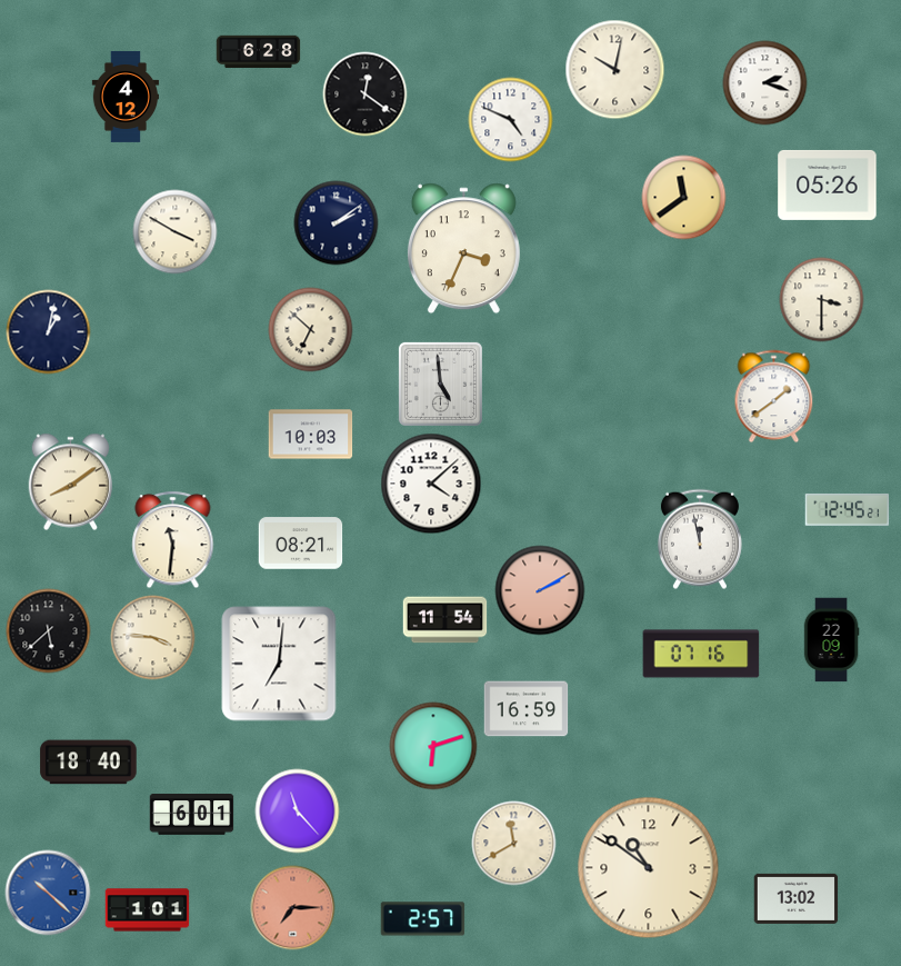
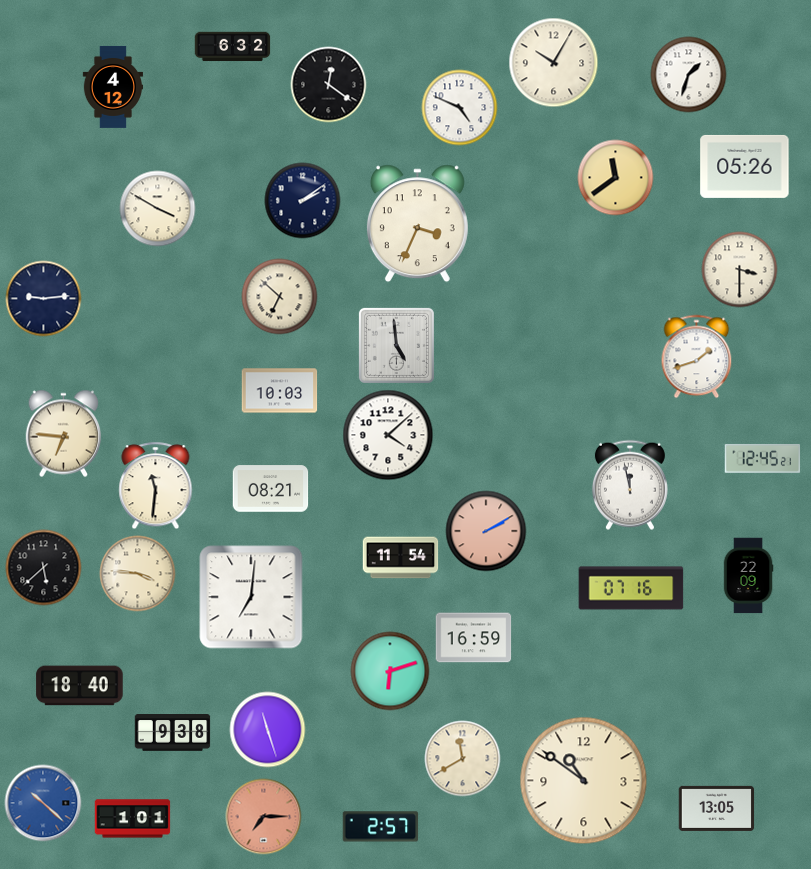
clock at (259, 52): 6:28 -> 6:32
clock at (615, 70): 10:02 -> 10:05
clock at (765, 83): 2:18 -> 1:33
clock at (49, 332): 1:02 -> 9:14
clock at (774, 397): 1:39 -> 1:42
clock at (71, 482): 8:09 -> 6:46
clock at (298, 811): 11:23 -> 11:27
clock at (192, 815): 6:01 -> 9:38
clock at (797, 898): 13:02 -> 13:05
